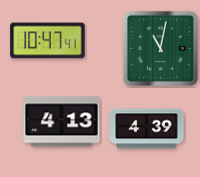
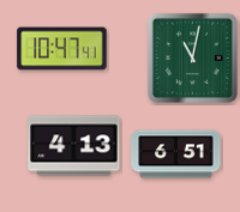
clock at (48, 41) position: (48, 41) -> (62, 49)
clock at (147, 129): 4:39 -> 6:51
